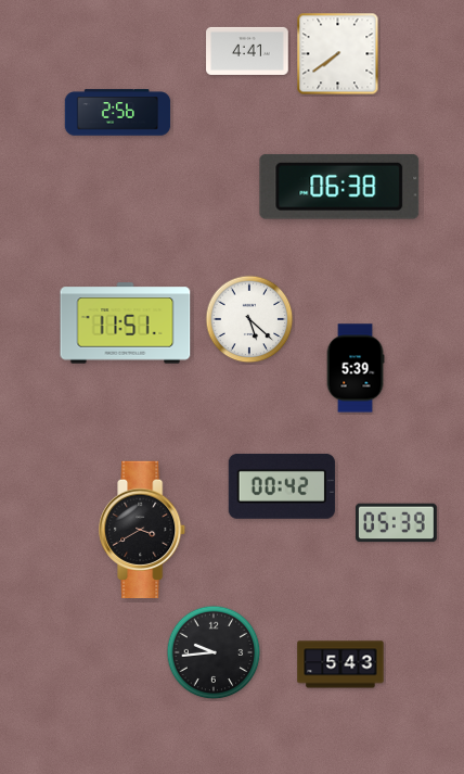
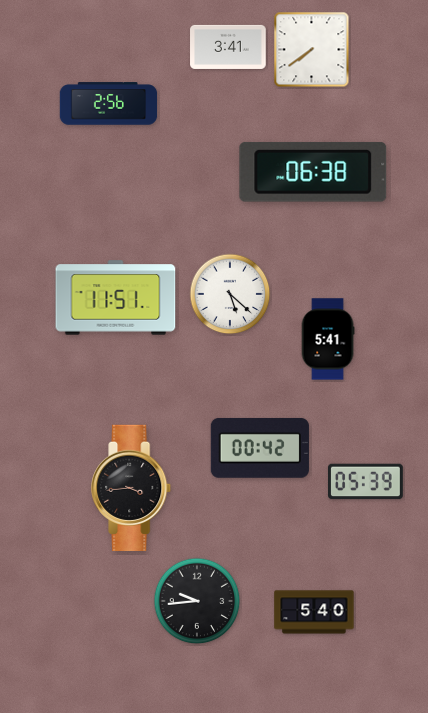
clock at (247, 51): 4:41 -> 3:41
clock at (356, 368): 5:39 -> 5:41
clock at (143, 529): 3:40 -> 3:44
clock at (340, 664): 5:43 -> 5:40
